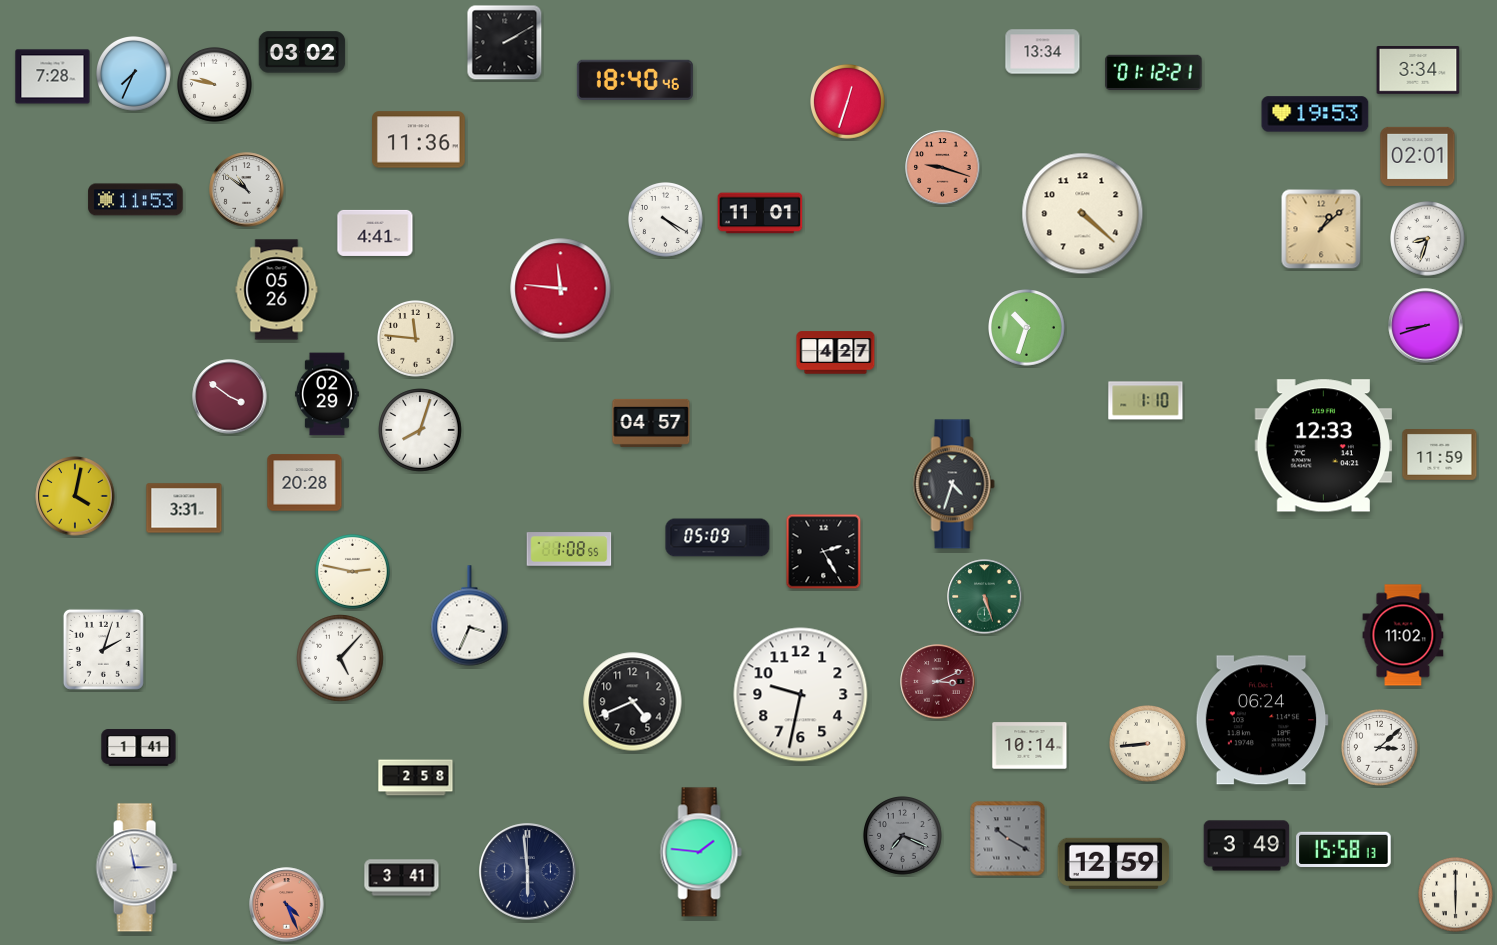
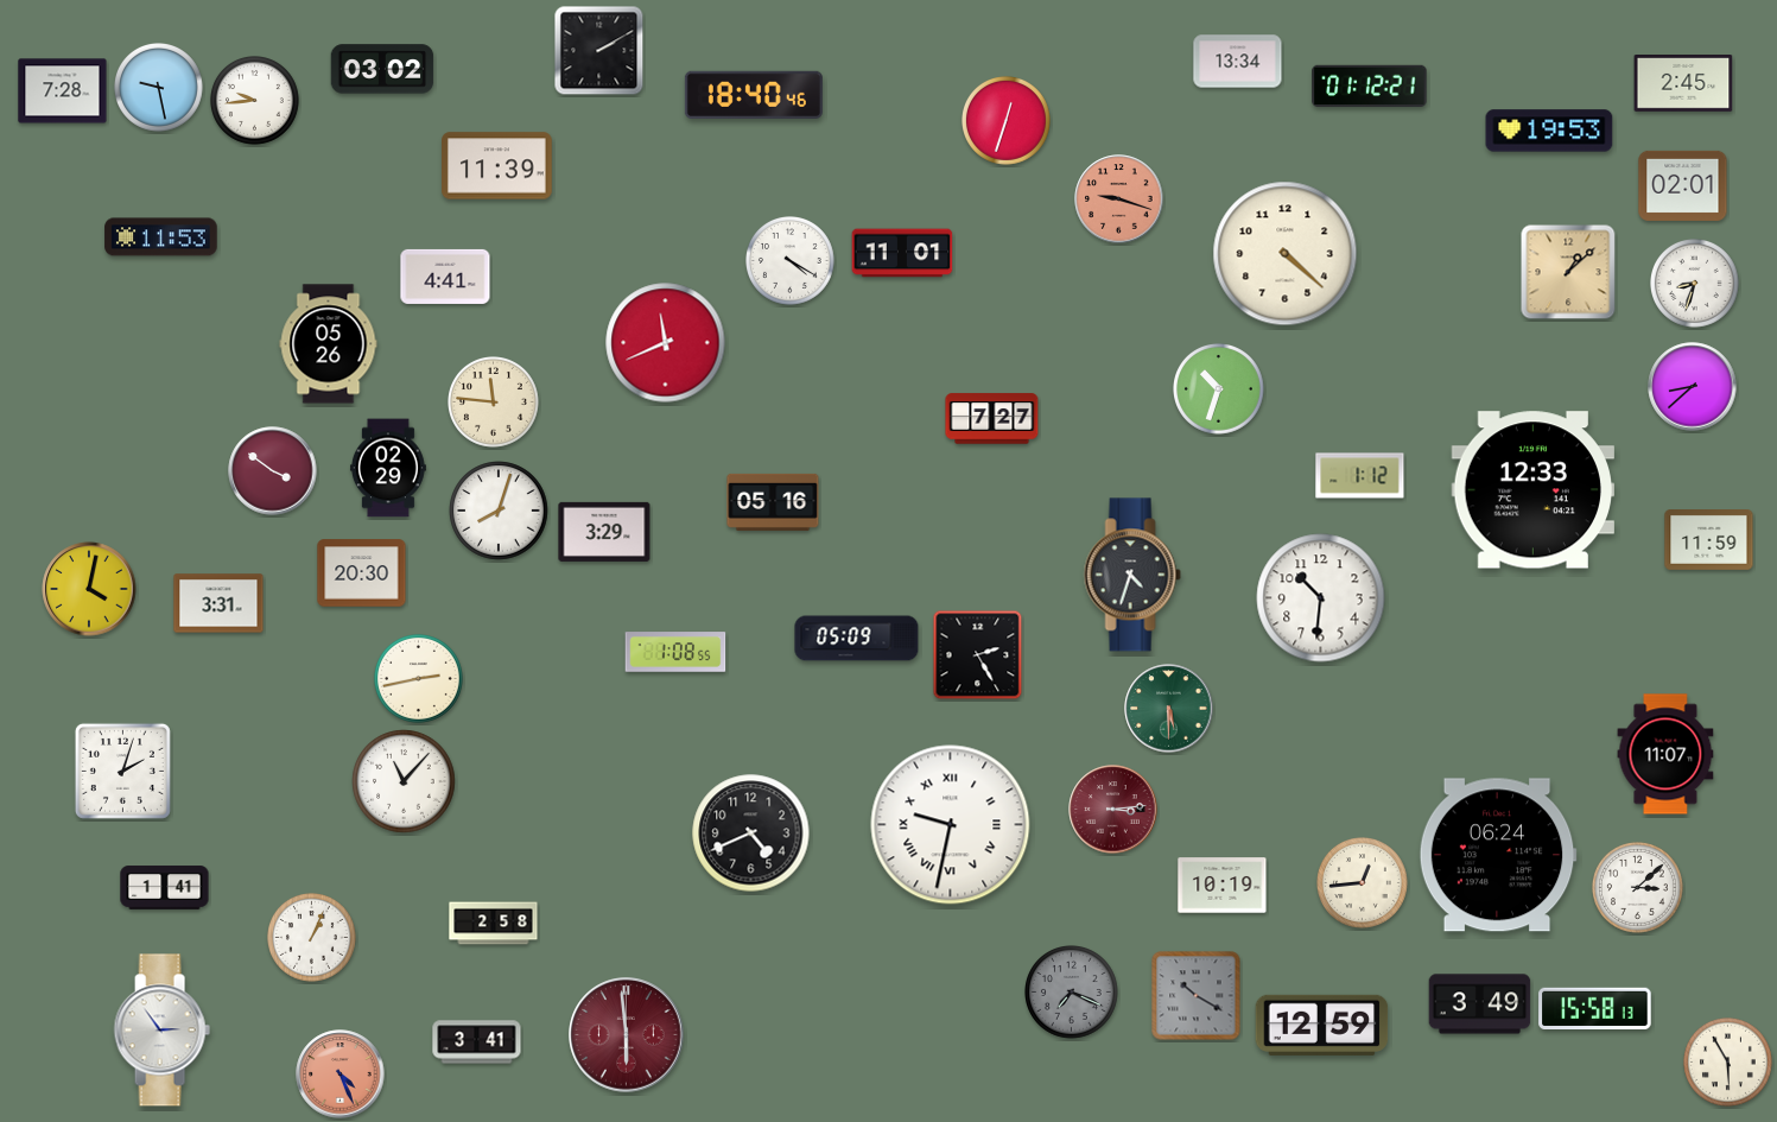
clock at (302, 52) position: (302, 52) -> (382, 69)
clock at (1418, 71): 3:34 -> 2:45
clock at (134, 74): 7:34 -> 9:28
clock at (215, 85): 9:47 -> 9:44
clock at (1315, 114) position: (1315, 114) -> (1549, 131)
clock at (419, 140): 11:36 -> 11:39
clock at (247, 190): 10:51 -> none
clock at (561, 289): 11:46 -> 11:41
clock at (1426, 326): 8:42 -> 8:38
clock at (836, 353): 4:27 -> 7:27
clock at (1146, 401): 1:10 -> 1:12
clock at (651, 423): 04:57 -> 05:16
clock at (1323, 446) position: (1323, 446) -> (1532, 490)
clock at (604, 532): none -> 3:29
clock at (305, 483): 20:28 -> 20:30
clock at (1321, 598): none -> 10:31
clock at (718, 538) position: (718, 538) -> (857, 639)
clock at (353, 572): 2:47 -> 2:43
clock at (985, 597): 5:27 -> 5:30
clock at (470, 616): 3:34 -> none
clock at (1403, 635): 11:02 -> 11:07
clock at (340, 658): 5:07 -> 11:07
clock at (938, 682): 3:11 -> 3:14
clock at (801, 695) numerals: Arabic -> Roman
clock at (1148, 744): 8:44 -> 12:44
clock at (1030, 746): 10:14 -> 10:19
clock at (312, 938): none -> 1:04
clock at (701, 852): 1:46 -> none
clock at (136, 868): 2:58 -> 2:54
clock at (528, 872) dial: navy -> burgundy
clock at (1456, 895): 6:00 -> 5:55
